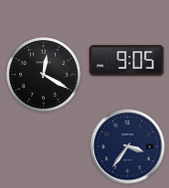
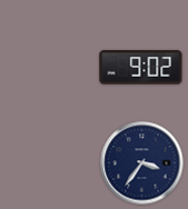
clock at (127, 61): 9:05 -> 9:02
clock at (44, 75): 12:20 -> none
